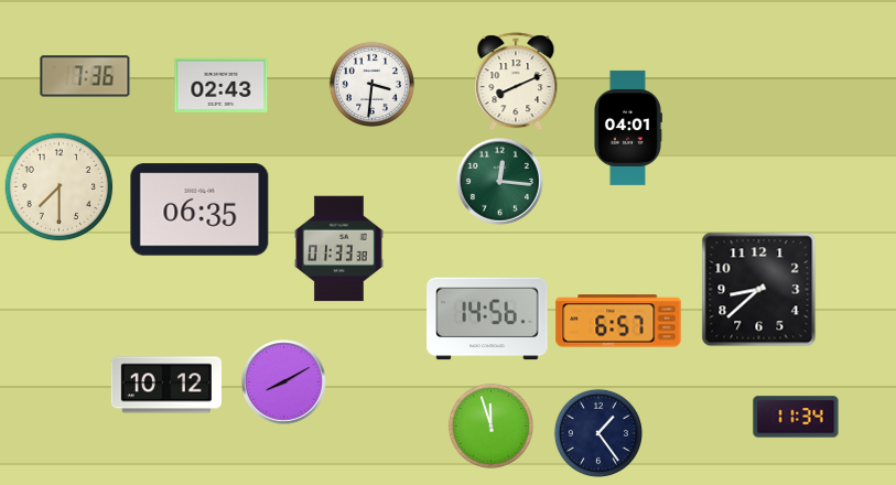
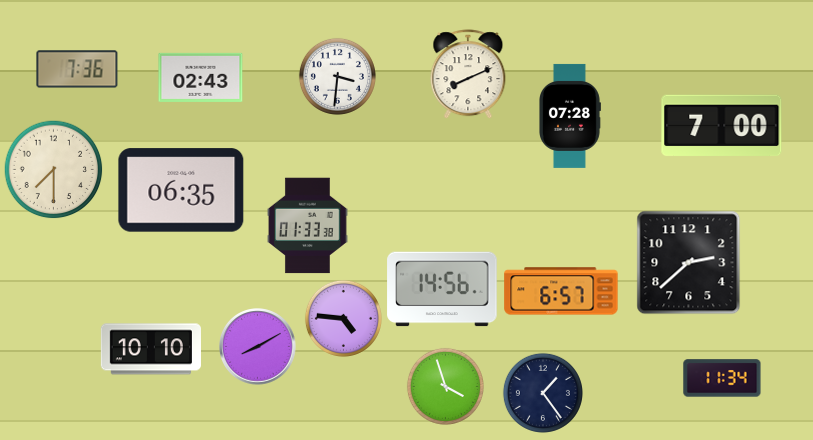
clock at (628, 128): 04:01 -> 07:28
clock at (722, 126): none -> 7:00
clock at (500, 182): 12:16 -> none
clock at (759, 290): 8:38 -> 2:38
clock at (343, 318): none -> 4:46
clock at (166, 385): 10:12 -> 10:10
clock at (490, 425): 11:57 -> 3:57
